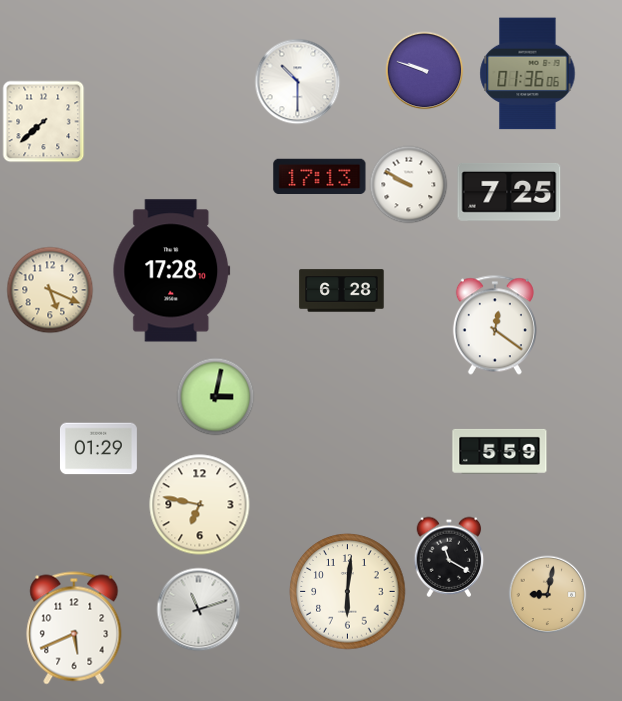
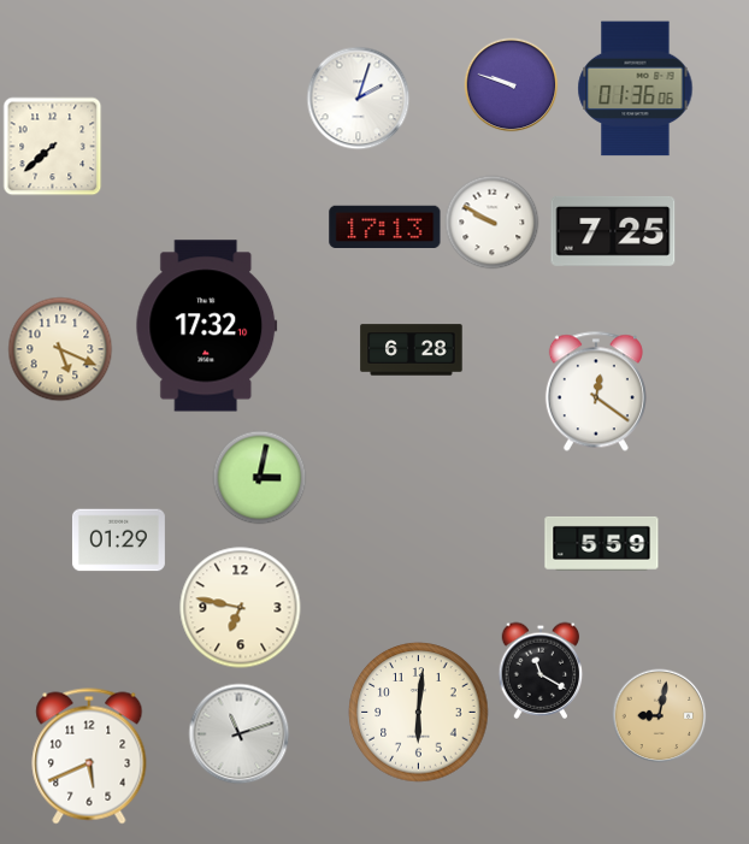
clock at (297, 81): 10:30 -> 2:03
clock at (320, 176) position: (320, 176) -> (385, 226)
clock at (172, 271): 17:28 -> 17:32
